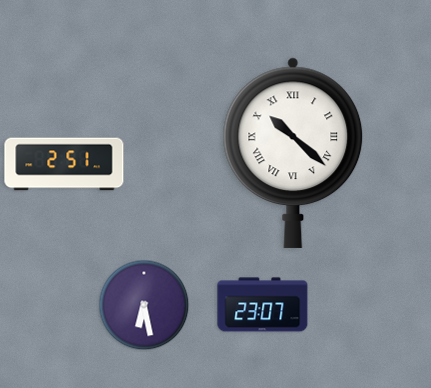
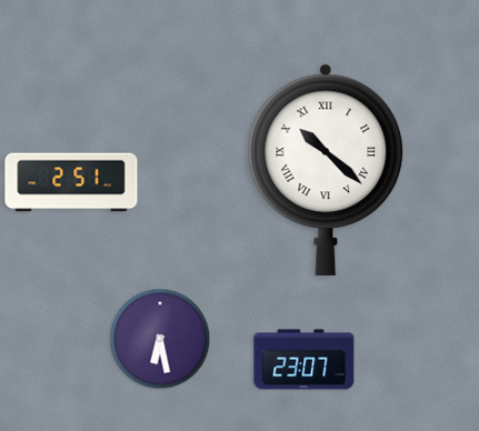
clock at (263, 305) position: (263, 305) -> (305, 360)
